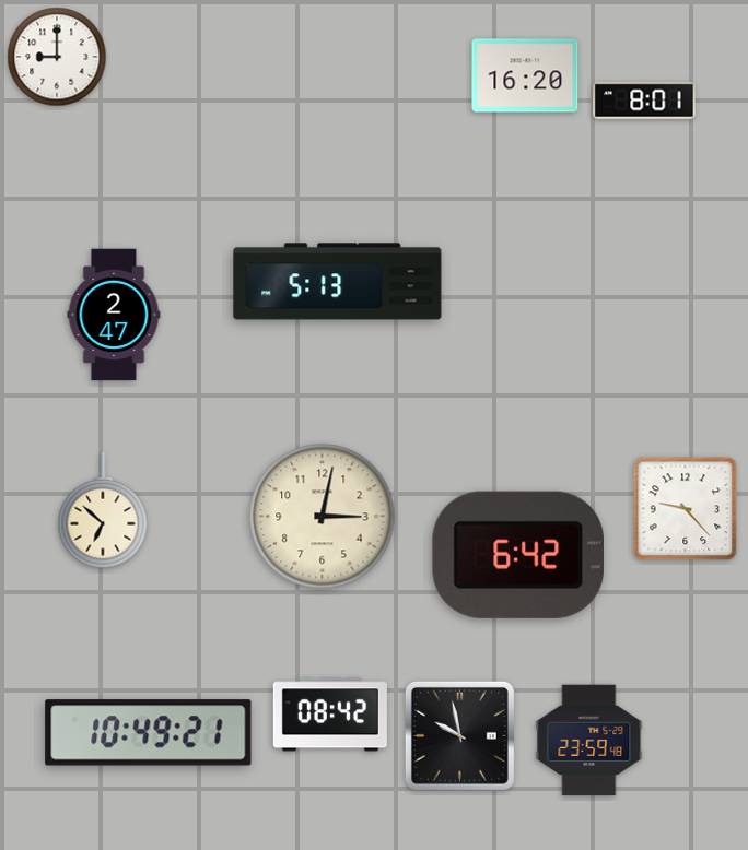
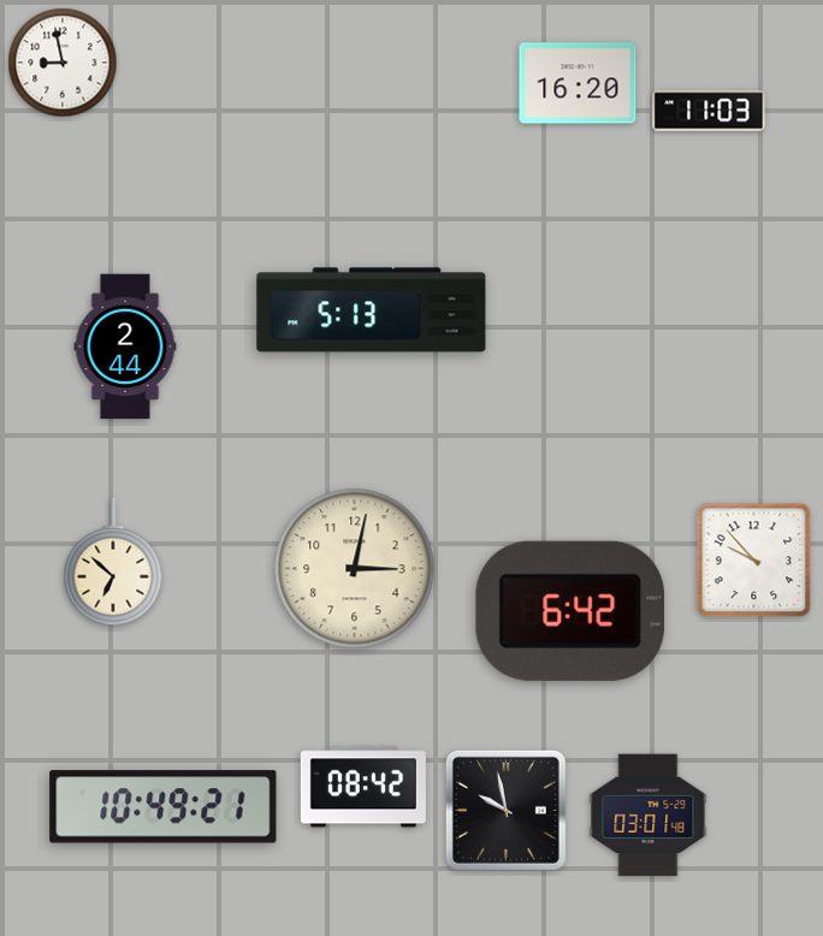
clock at (57, 57): 9:00 -> 8:58
clock at (644, 101): 8:01 -> 11:03
clock at (114, 315): 2:47 -> 2:44
clock at (686, 509): 9:23 -> 9:53
clock at (589, 741): 23:59 -> 03:01
